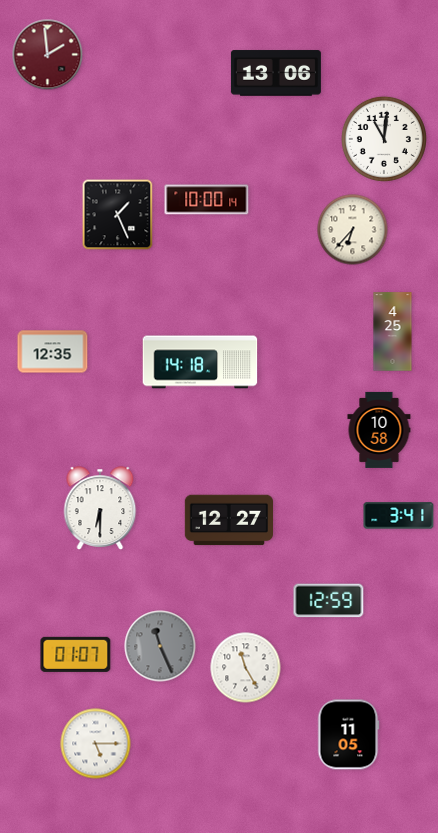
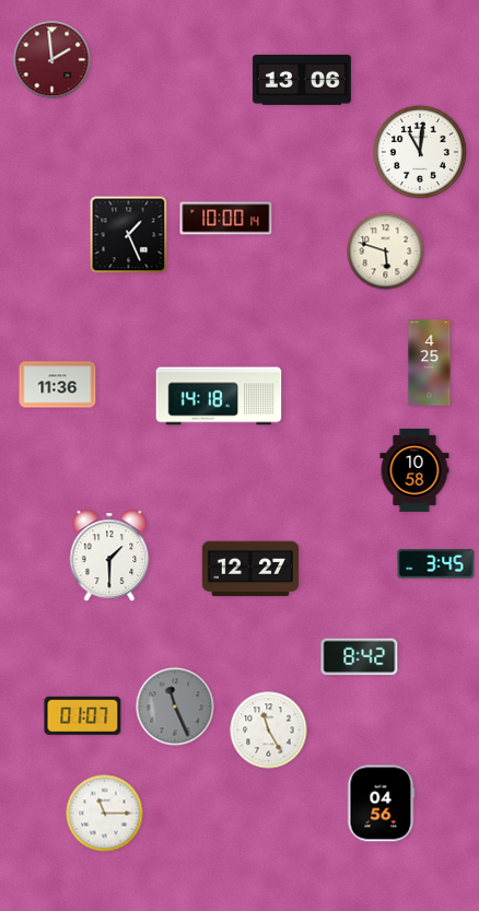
clock at (353, 230): 6:37 -> 5:48
clock at (53, 352): 12:35 -> 11:36
clock at (100, 508): 6:30 -> 1:30
clock at (399, 516): 3:41 -> 3:45
clock at (329, 601): 12:59 -> 8:42
clock at (348, 735): 11:05 -> 04:56
clock at (96, 744): 5:15 -> 11:15
